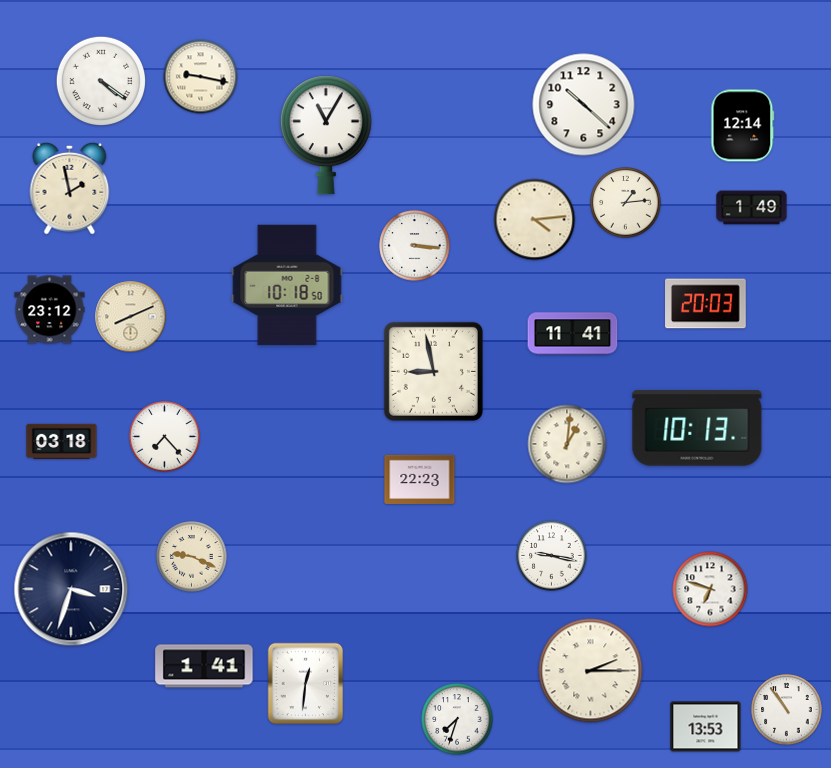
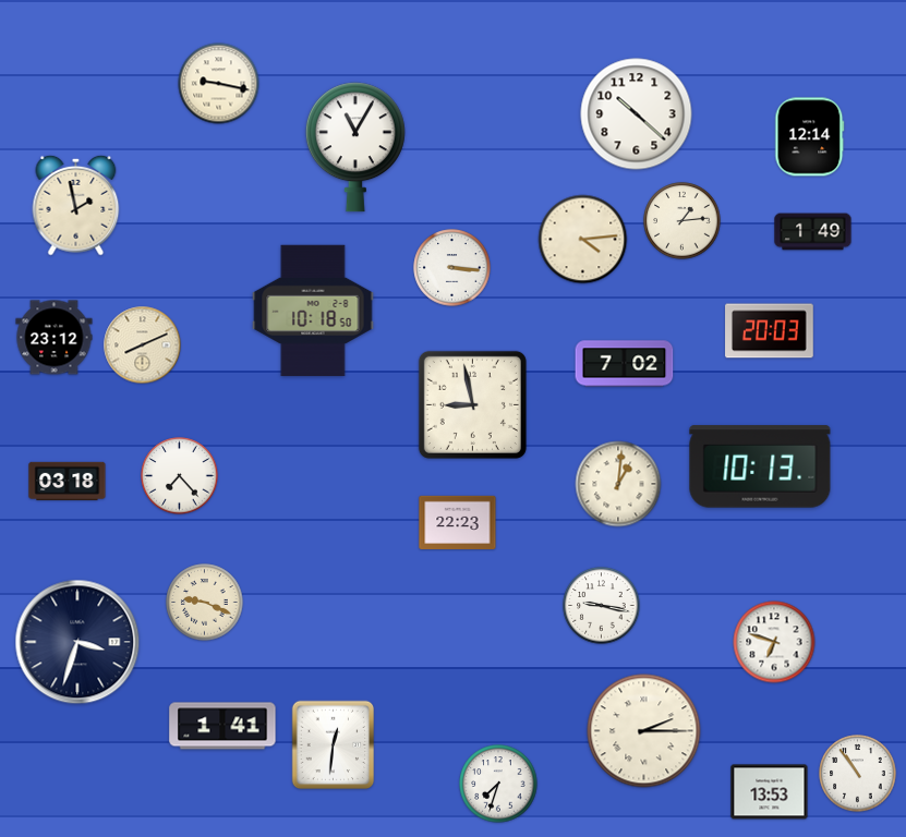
clock at (100, 80): 4:21 -> none
clock at (752, 208) position: (752, 208) -> (813, 232)
clock at (573, 334): 11:41 -> 7:02
clock at (192, 557) position: (192, 557) -> (205, 603)
